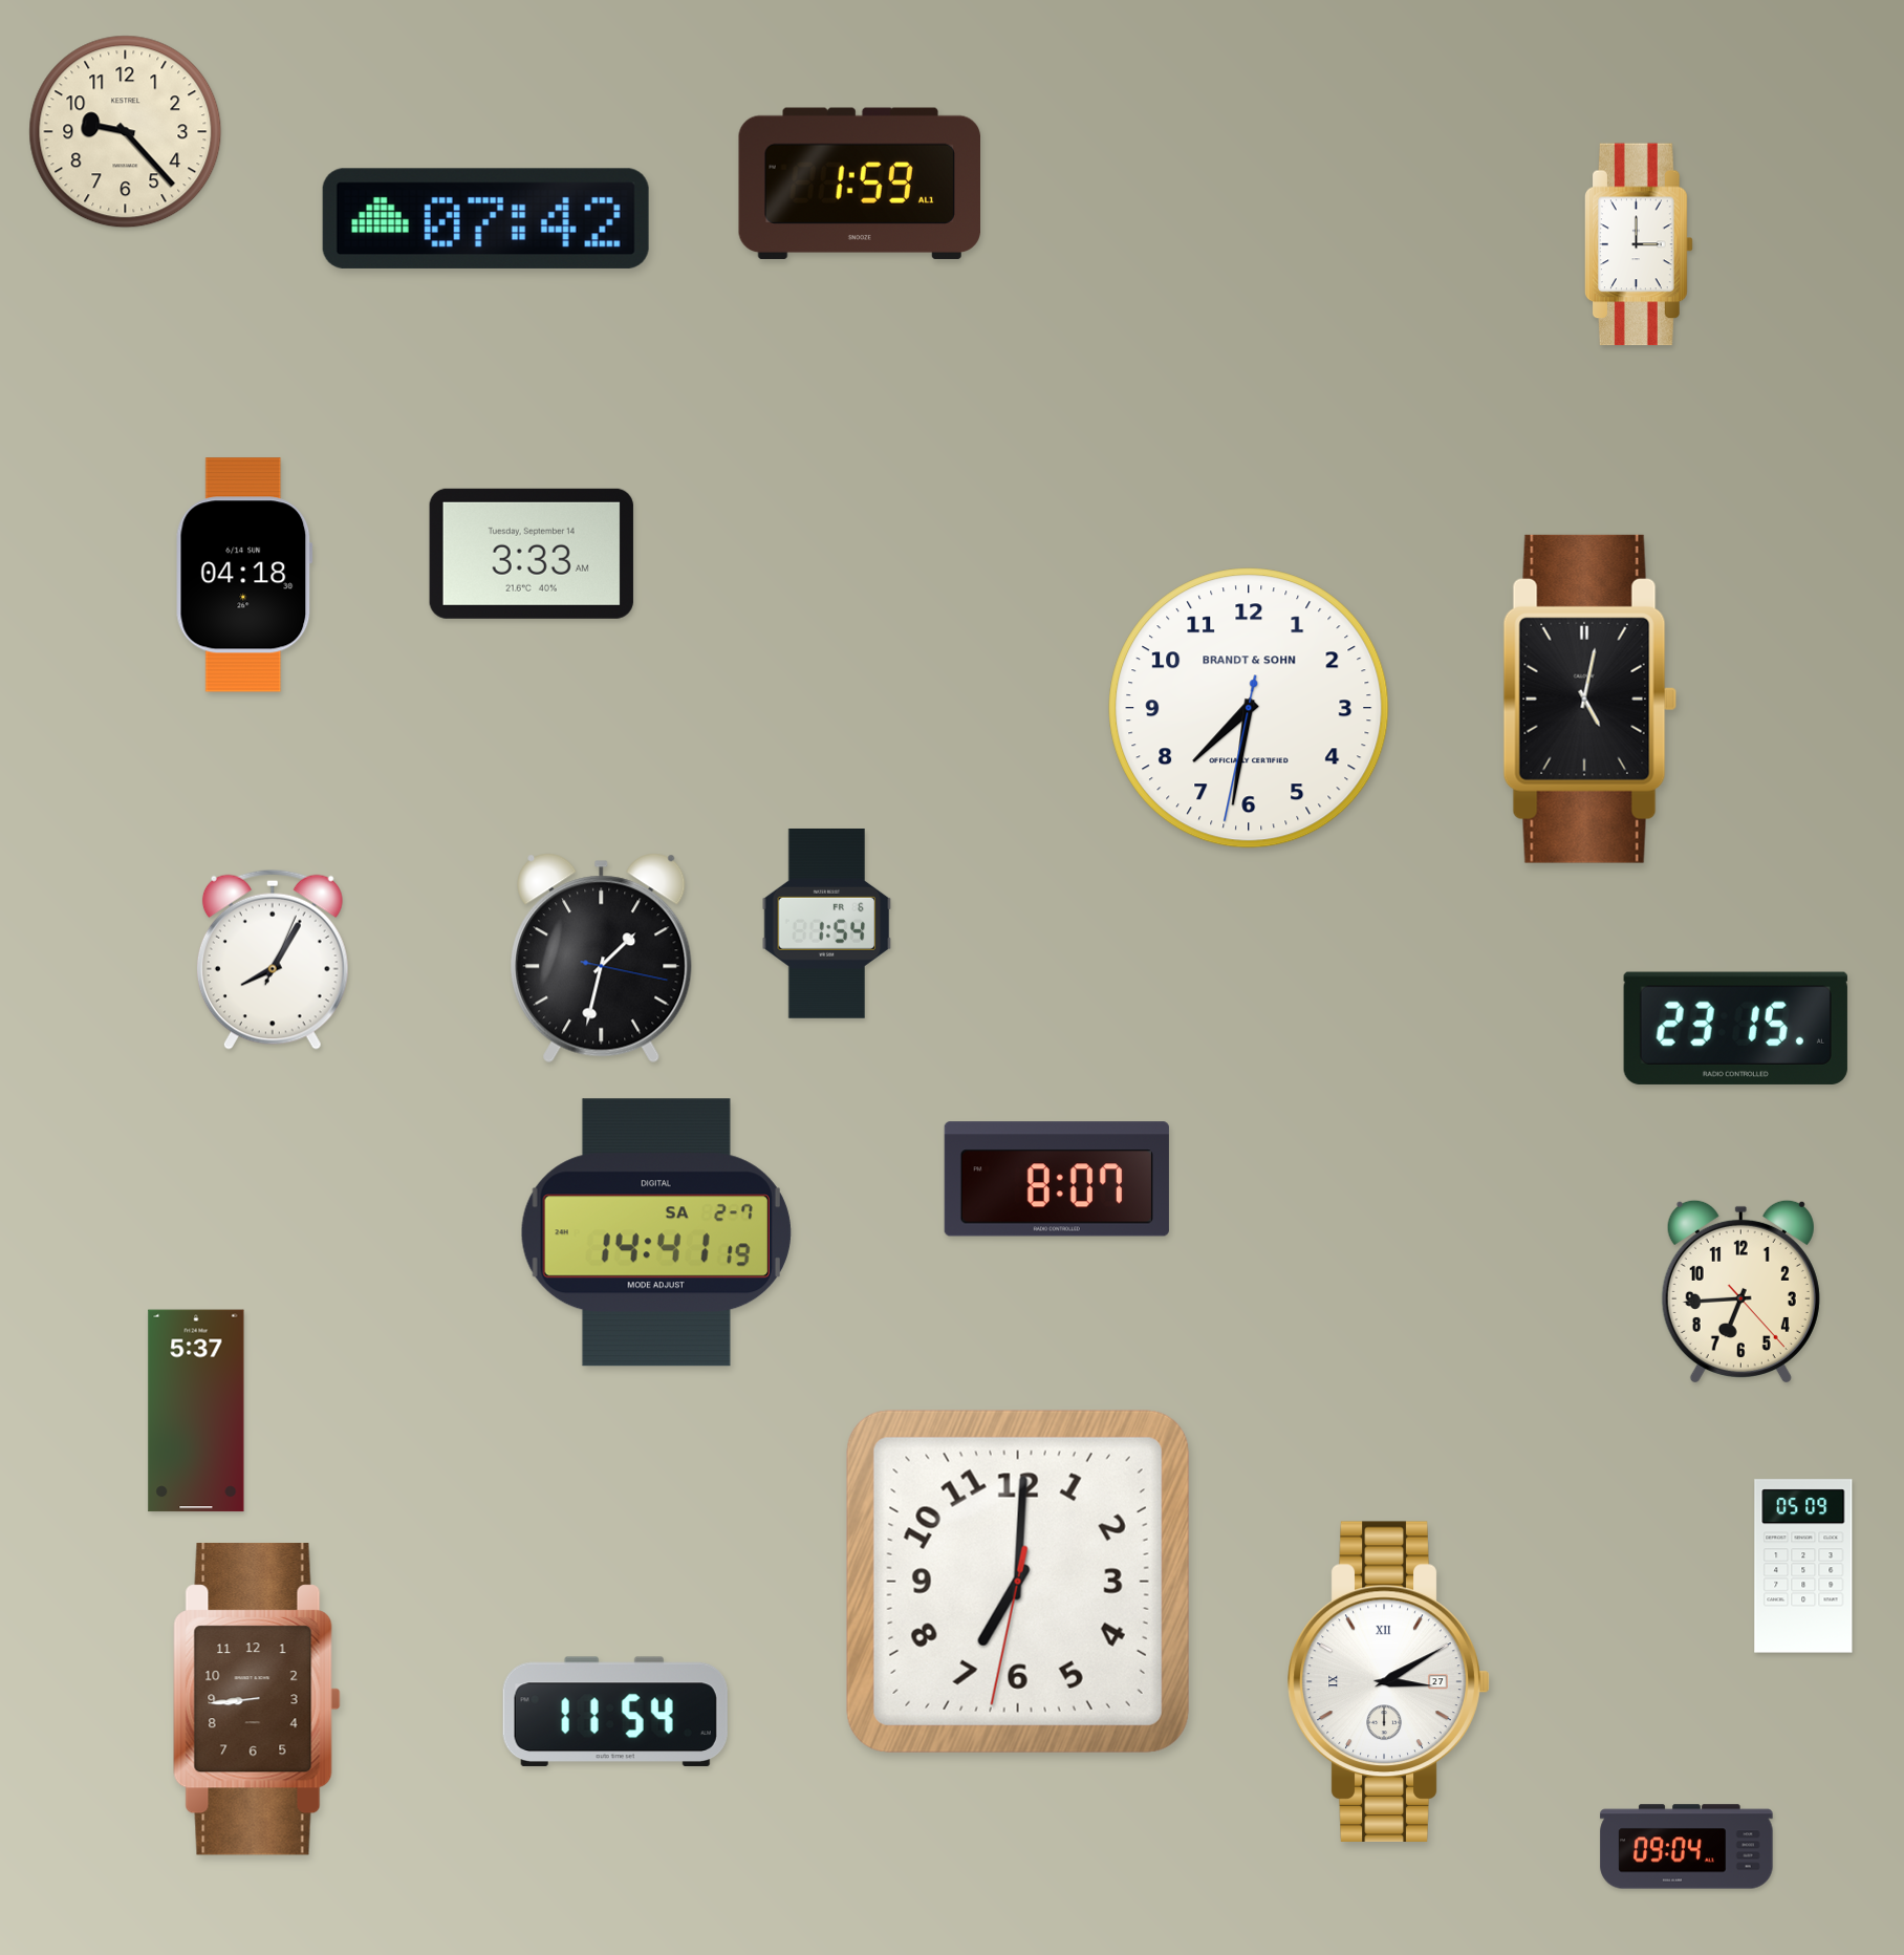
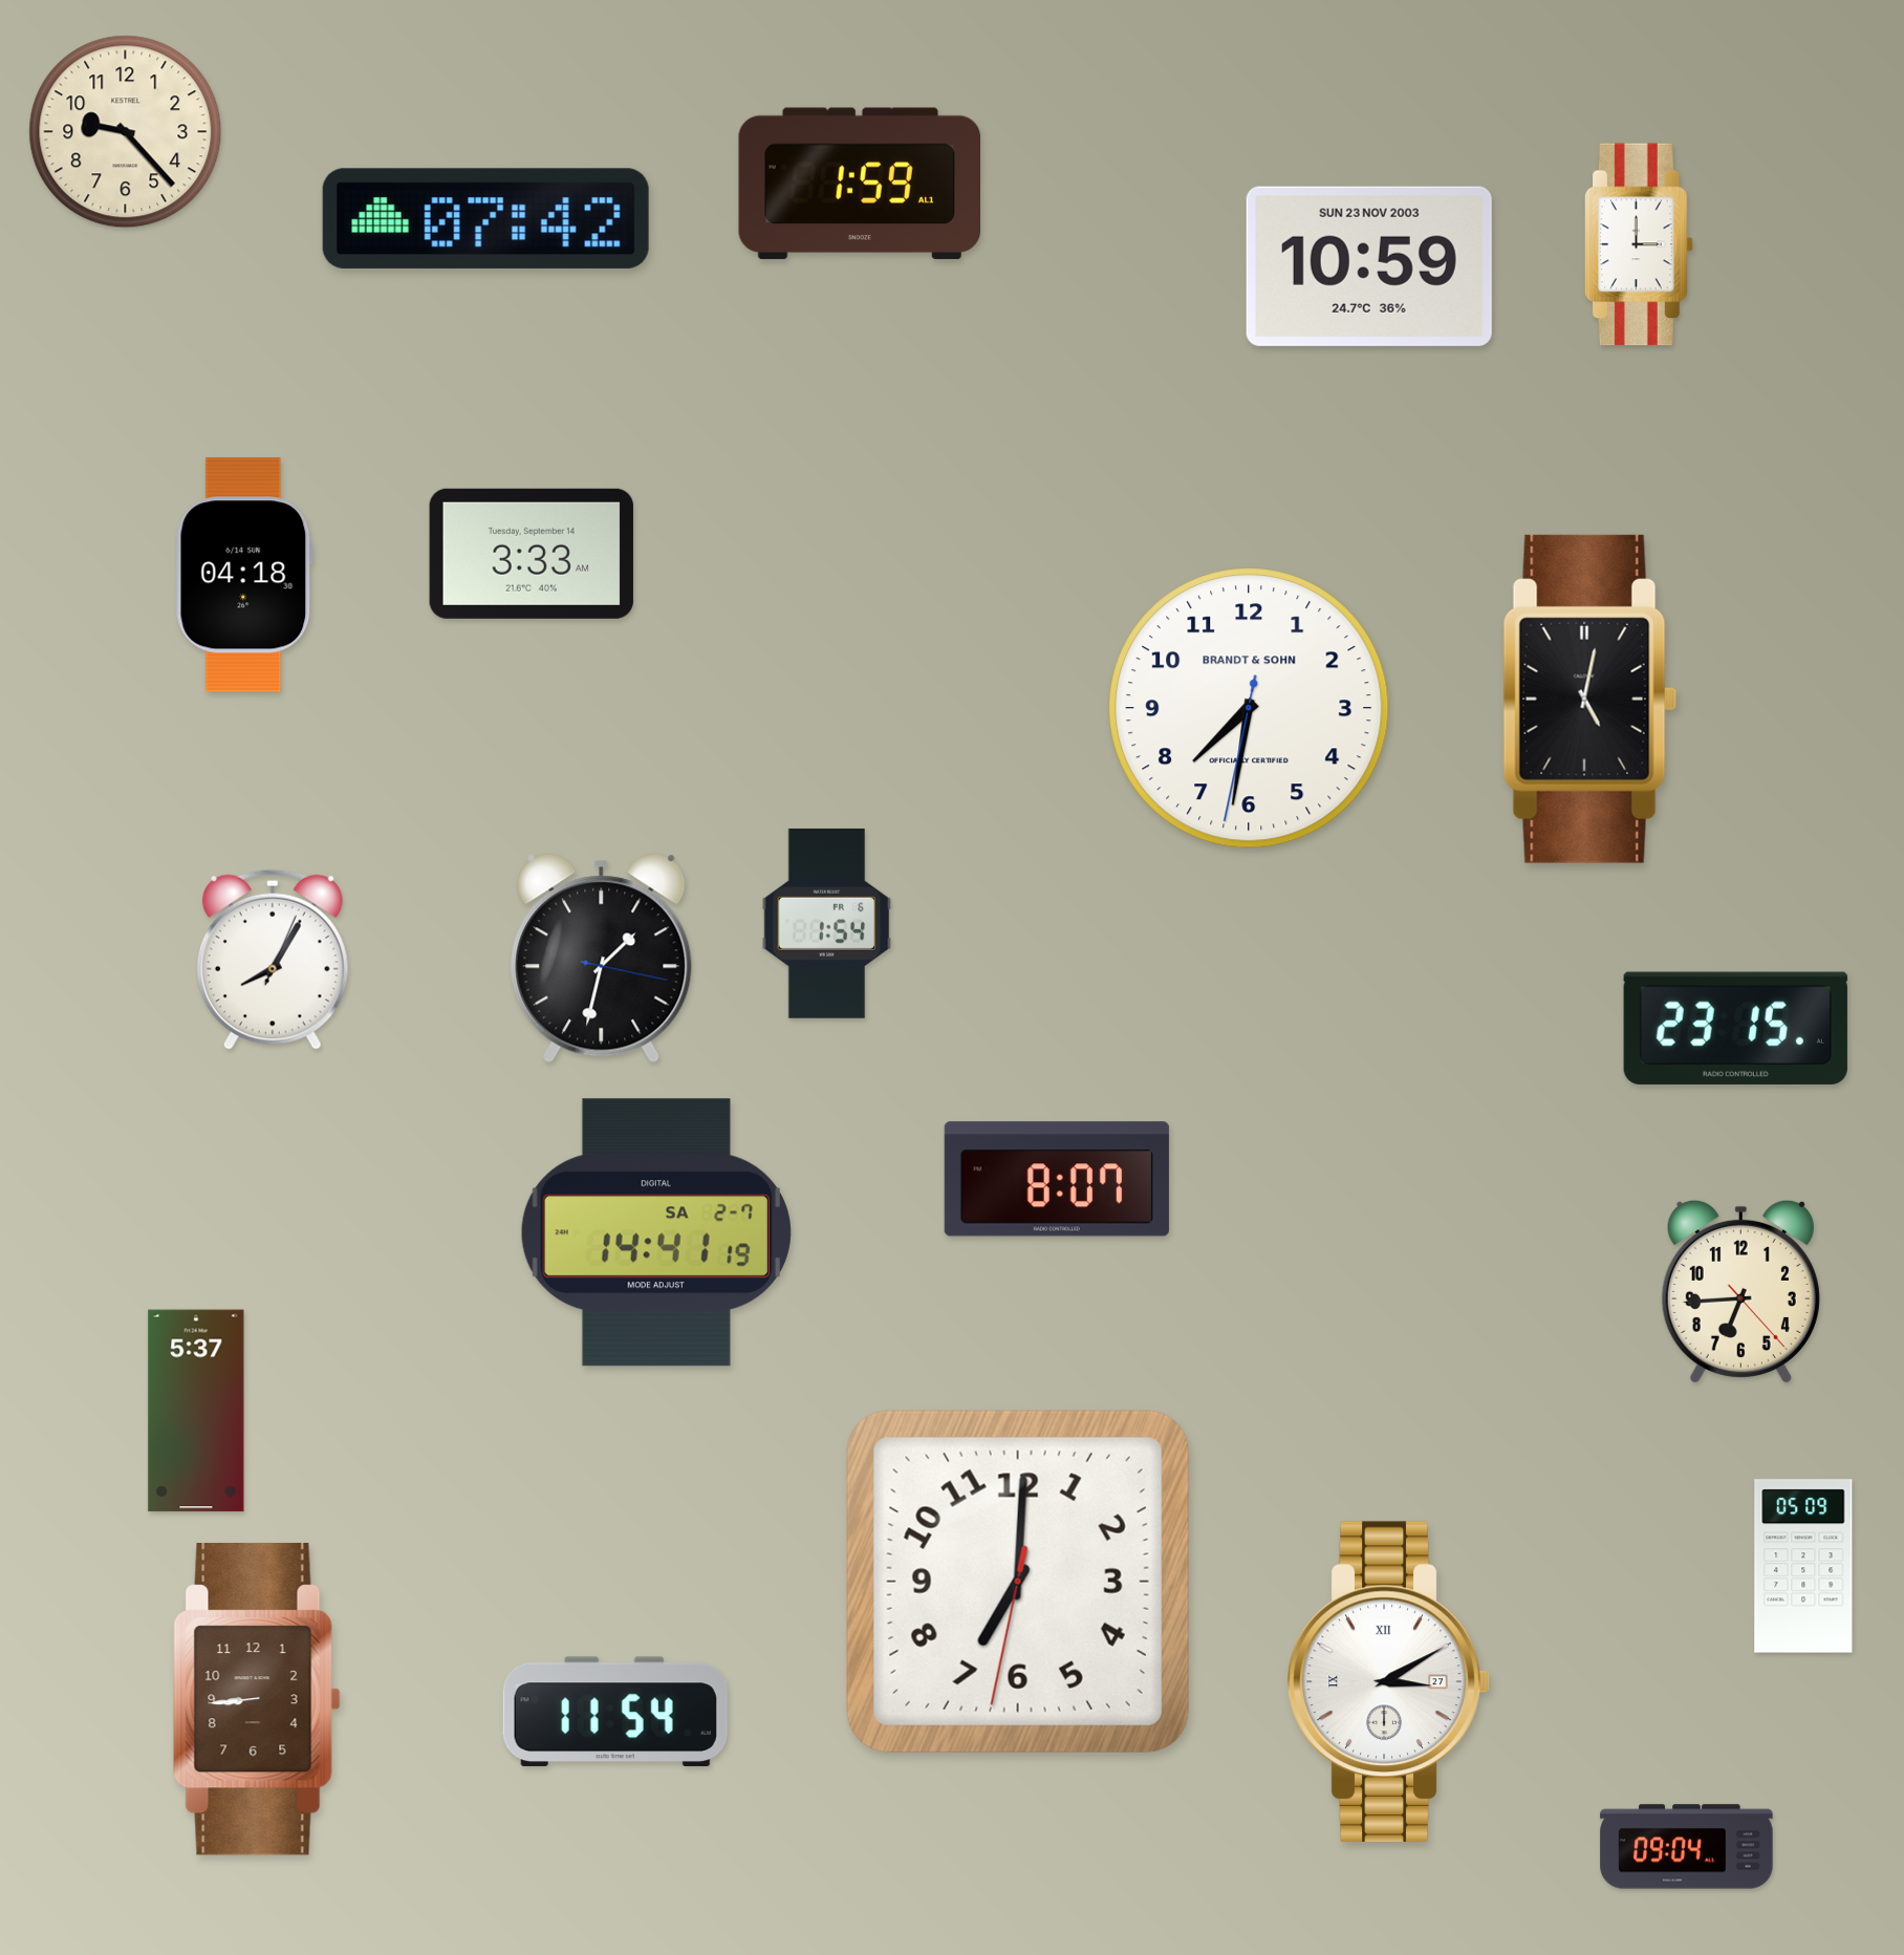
clock at (1369, 266): none -> 10:59
